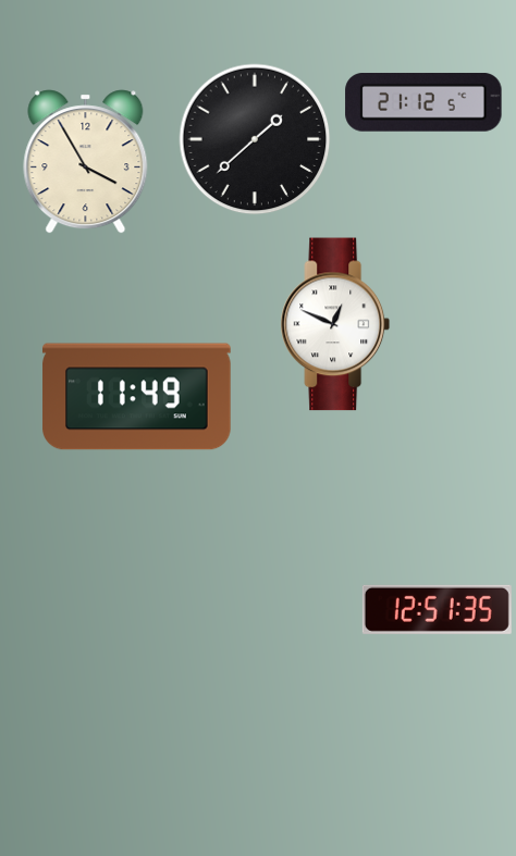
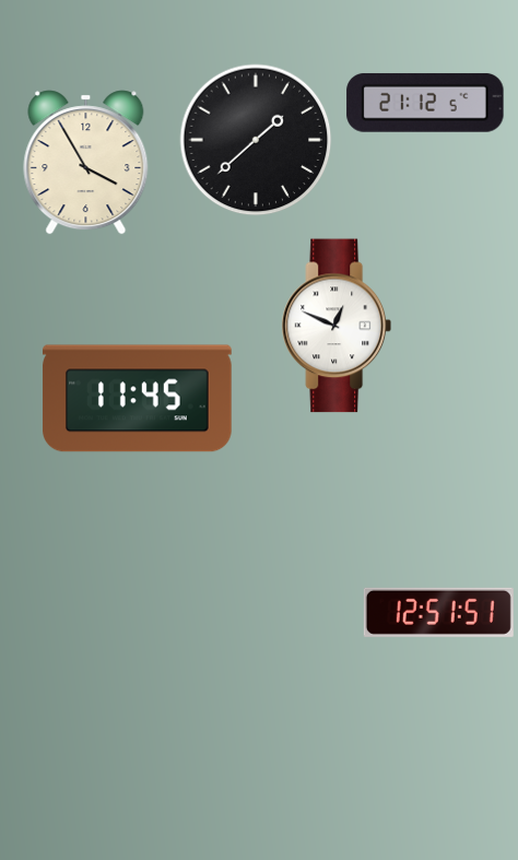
clock at (137, 397): 11:49 -> 11:45
clock at (437, 609): 12:51:35 -> 12:51:51
